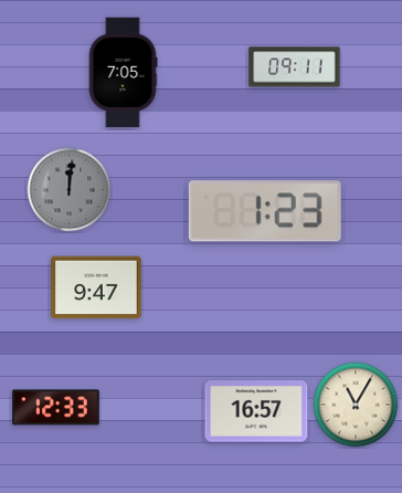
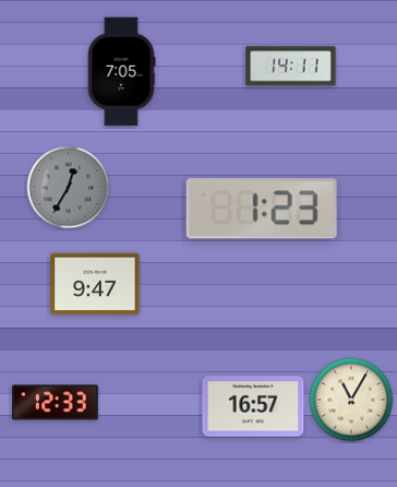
clock at (295, 67): 09:11 -> 14:11
clock at (70, 190): 12:01 -> 12:35
